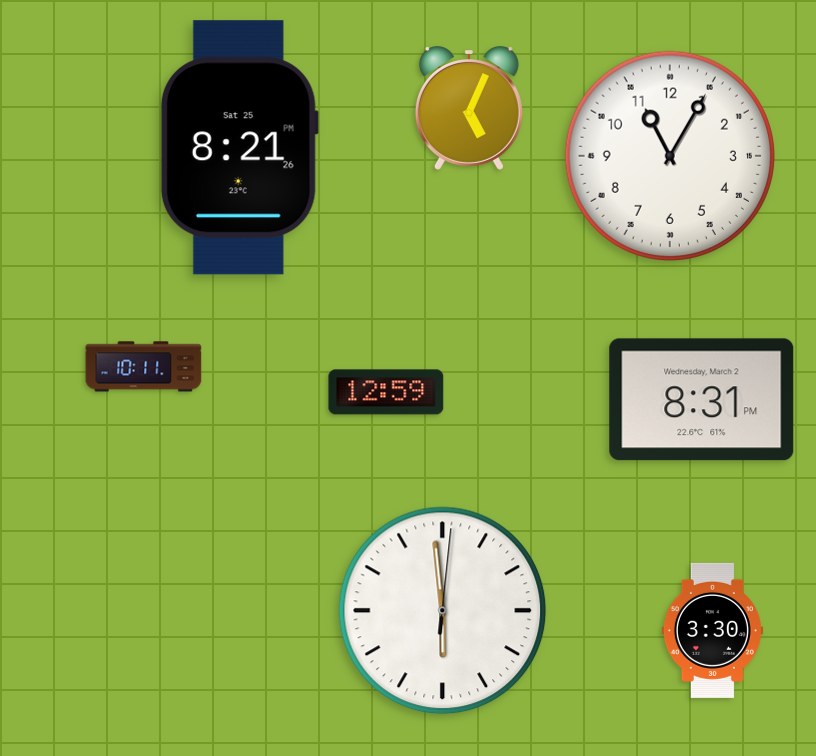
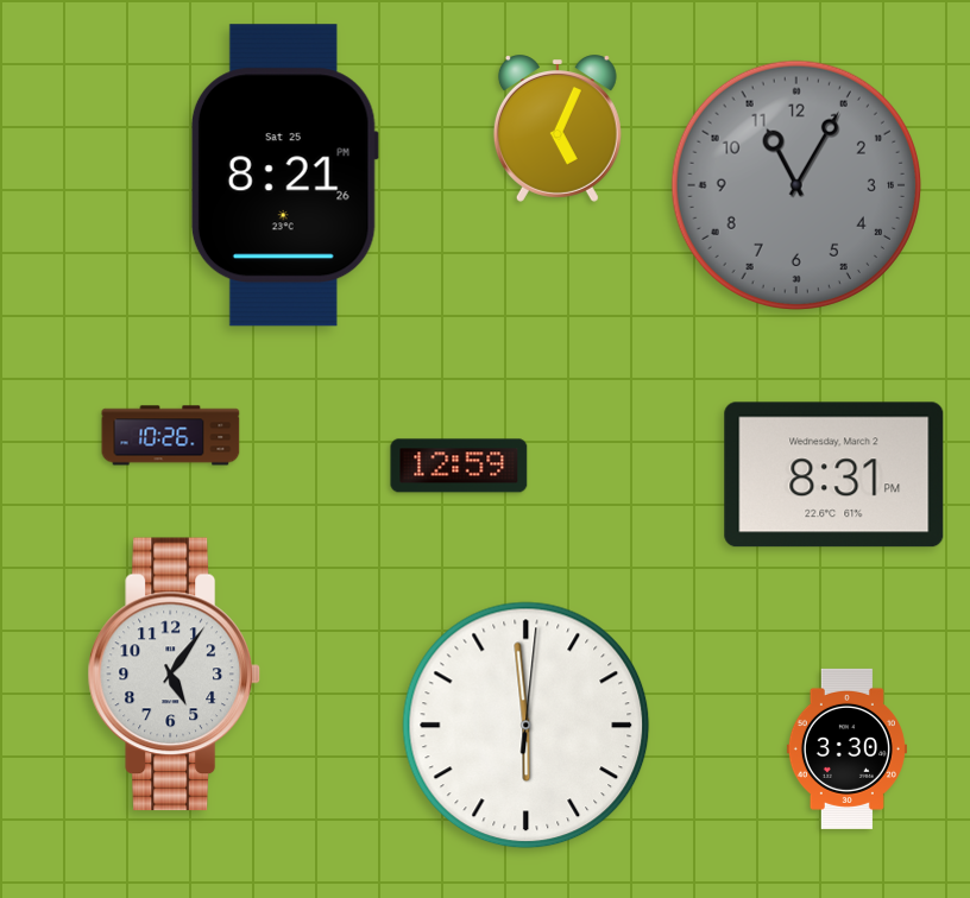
clock at (669, 155) dial: white -> grey
clock at (144, 367): 10:11 -> 10:26
clock at (174, 675): none -> 5:06
